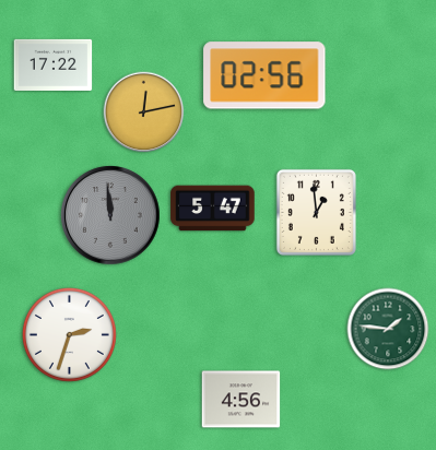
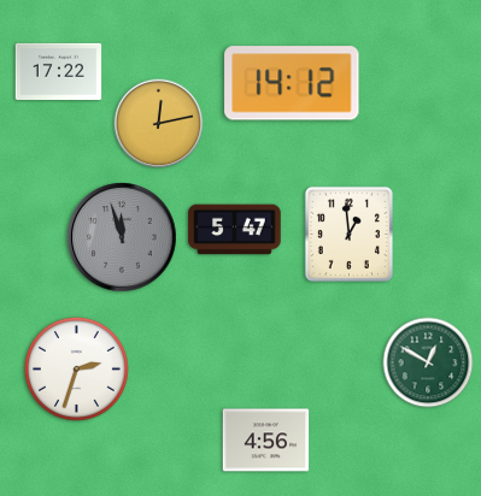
clock at (264, 75): 02:56 -> 14:12
clock at (110, 215): 11:59 -> 11:57
clock at (388, 329): 1:46 -> 12:50
